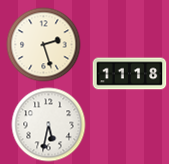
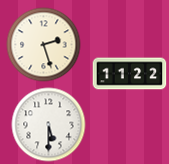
clock at (130, 74): 11:18 -> 11:22
clock at (49, 125): 5:32 -> 5:30
